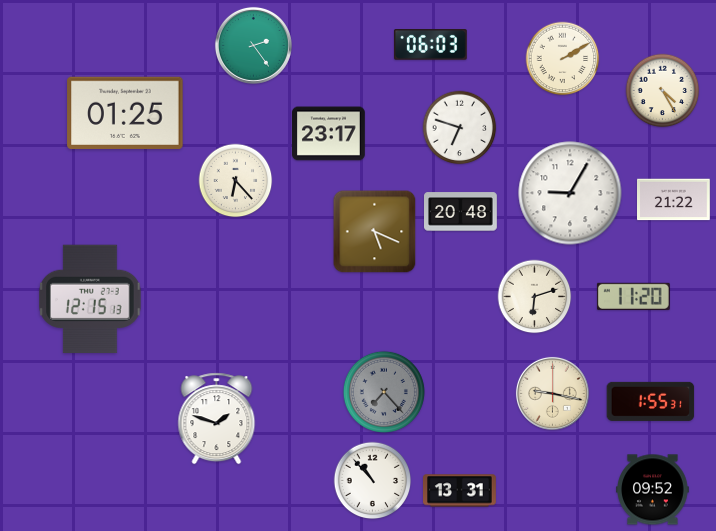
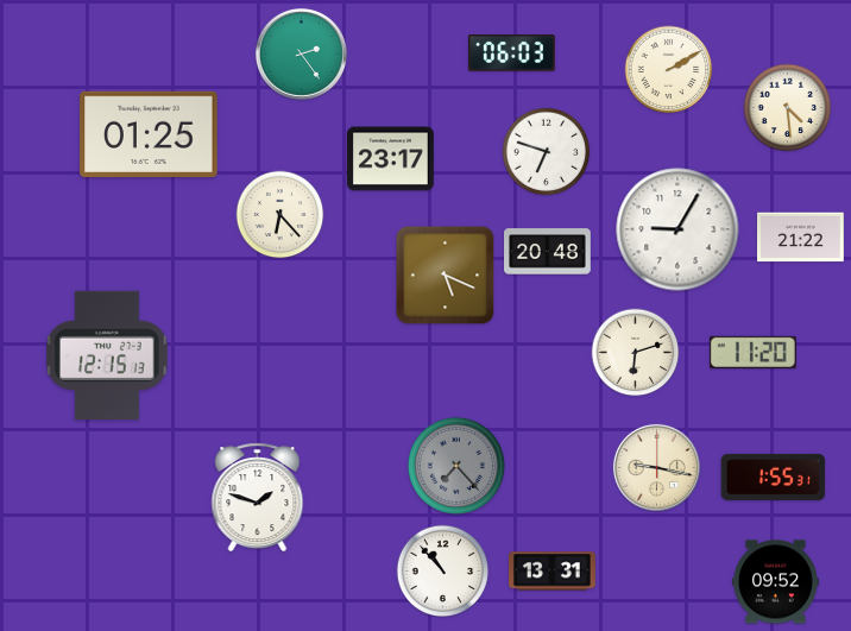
clock at (663, 91): 4:25 -> 4:29
clock at (460, 491) position: (460, 491) -> (553, 572)
